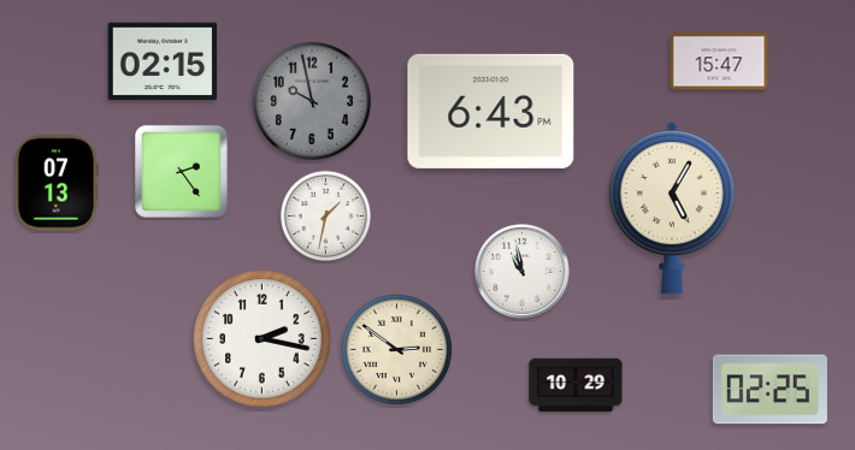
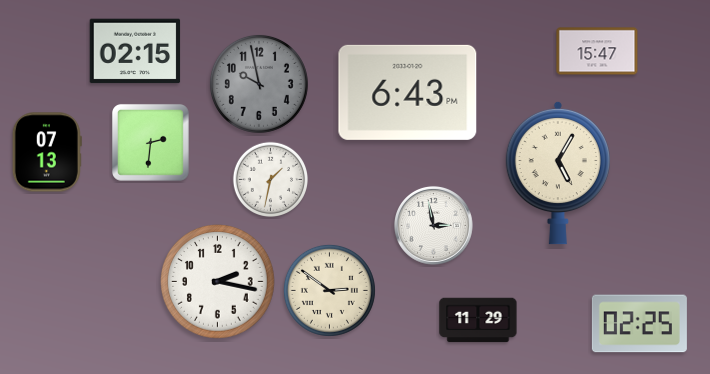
clock at (182, 172): 2:24 -> 2:31
clock at (521, 271): 10:58 -> 2:58
clock at (576, 385): 10:29 -> 11:29
